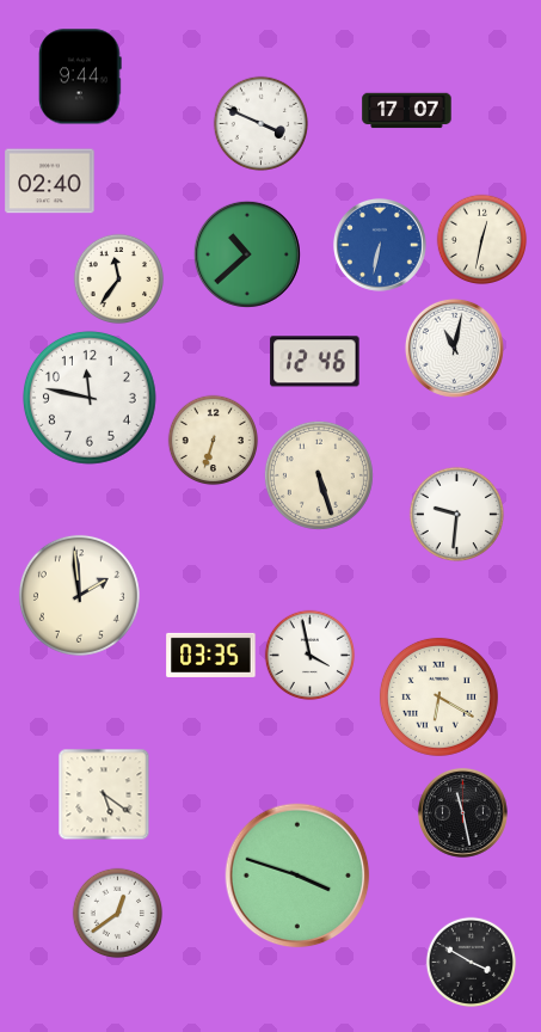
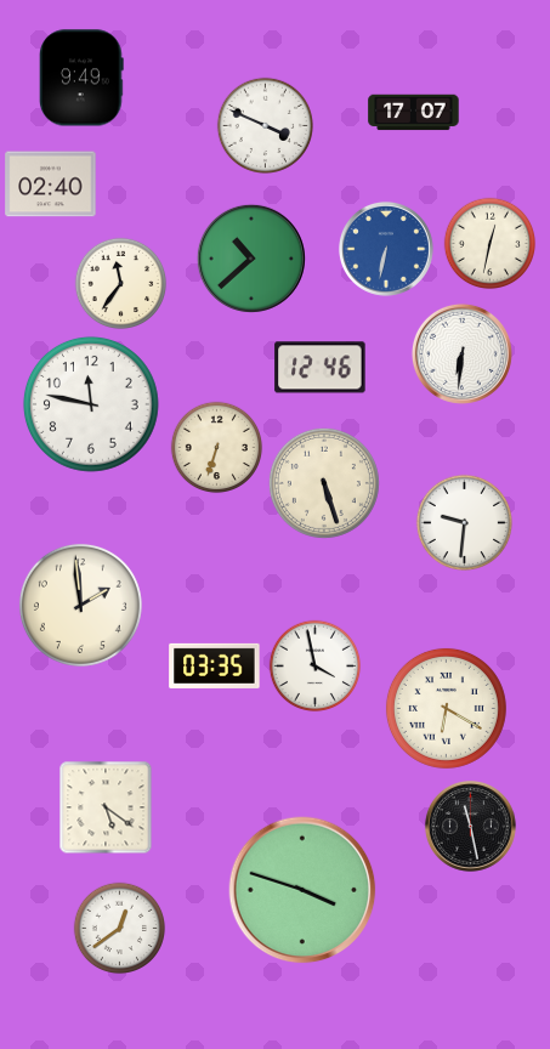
clock at (81, 76): 9:44 -> 9:49
clock at (454, 348): 11:02 -> 6:31
clock at (472, 963): 3:50 -> none
